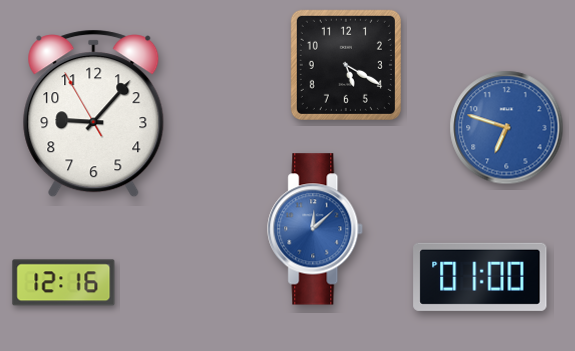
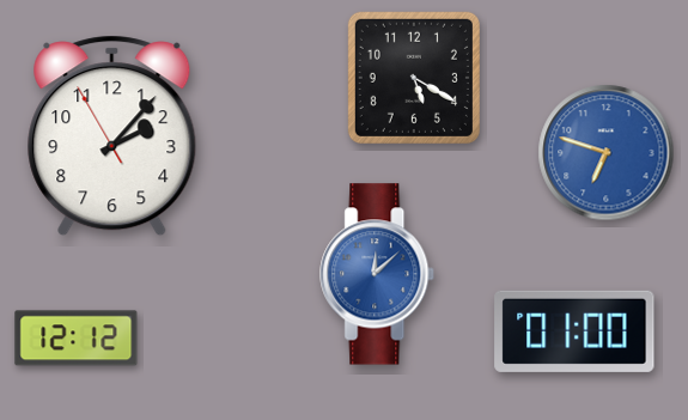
clock at (94, 114): 9:06 -> 2:06
clock at (64, 283): 12:16 -> 12:12
